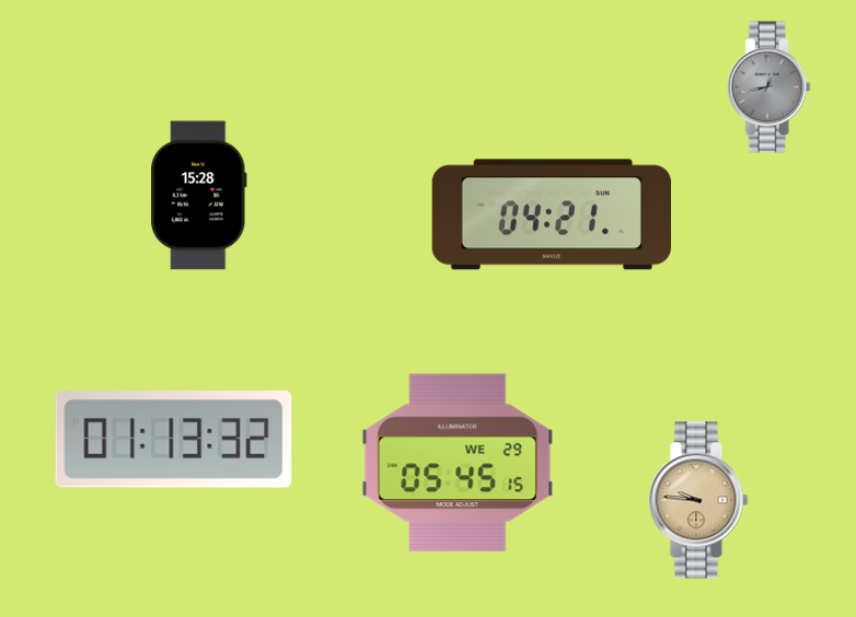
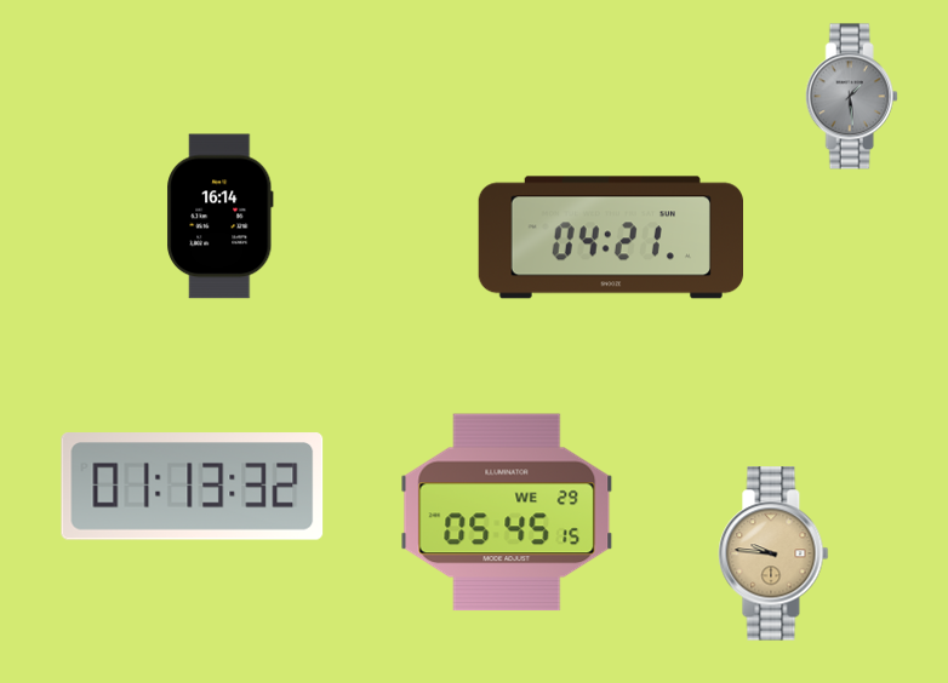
clock at (768, 88): 12:43 -> 1:29
clock at (199, 196): 15:28 -> 16:14
